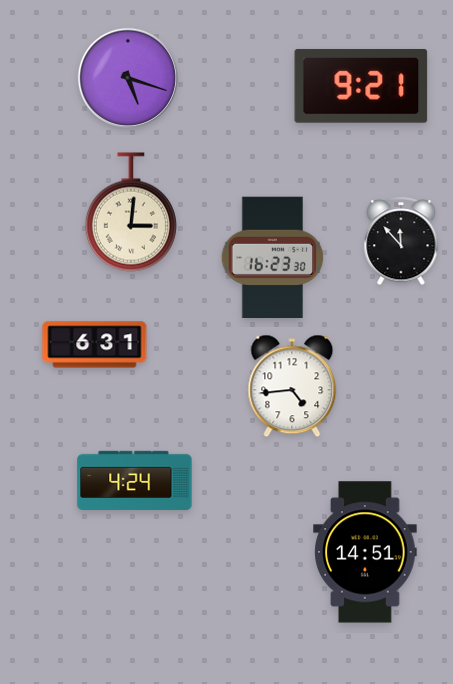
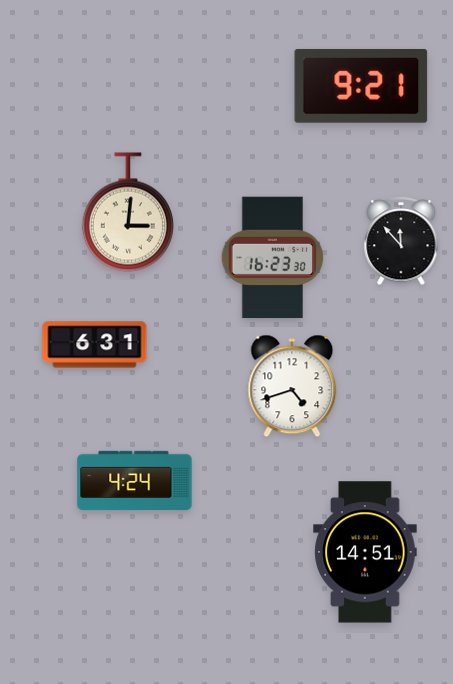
clock at (128, 78): 5:18 -> none
clock at (131, 212) position: (131, 212) -> (128, 212)
clock at (292, 386): 4:44 -> 4:42
